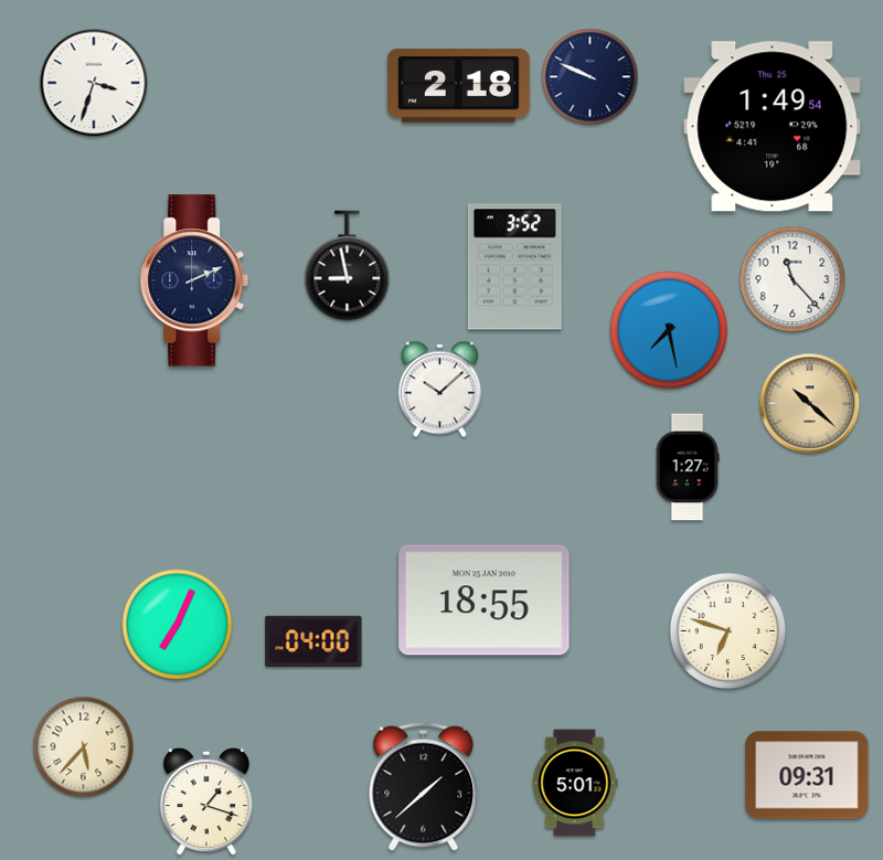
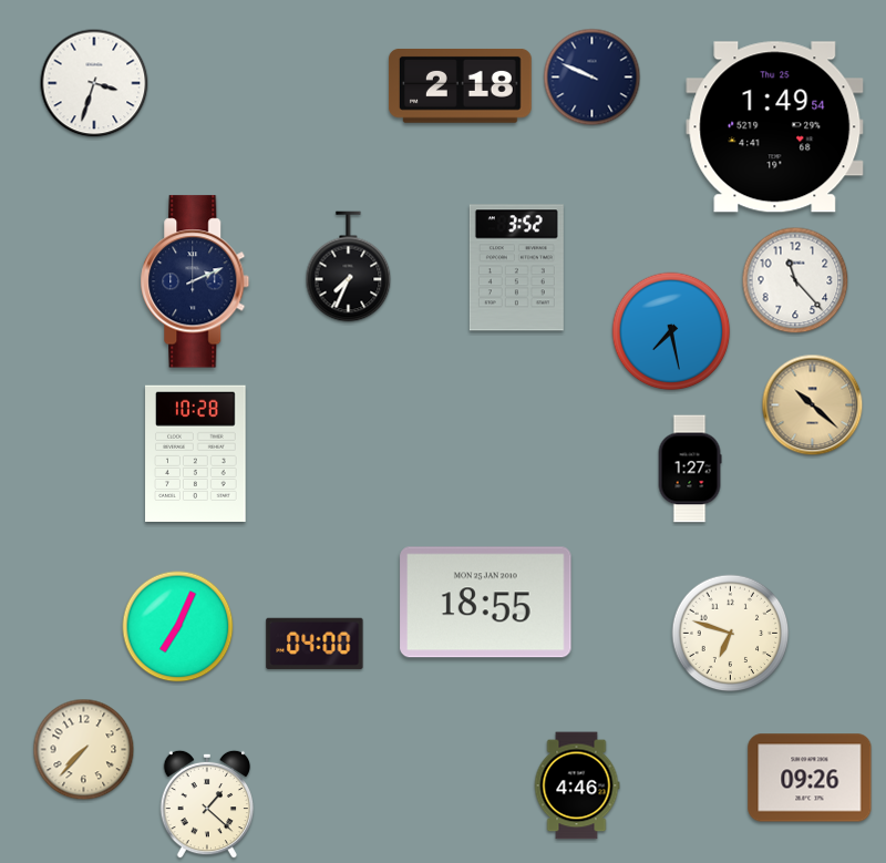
clock at (348, 266): 8:58 -> 7:34
clock at (439, 390): 10:08 -> none
clock at (196, 453): none -> 10:28
clock at (84, 747): 5:37 -> 7:37
clock at (807, 775): 09:31 -> 09:26
clock at (575, 783): 5:01 -> 4:46
clock at (424, 786): 1:38 -> none
clock at (206, 801): 1:18 -> 1:22
